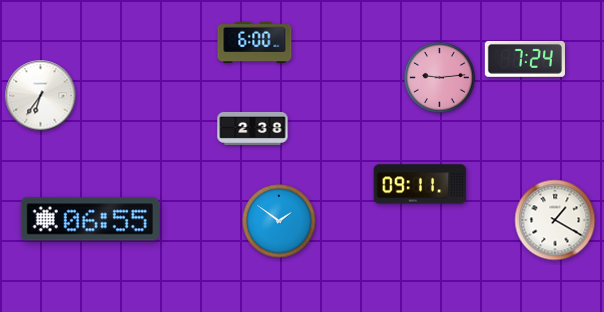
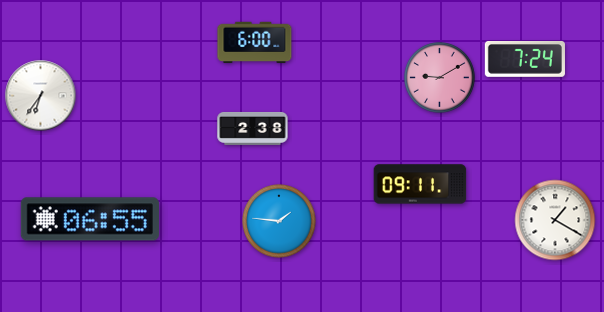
clock at (440, 78): 9:14 -> 9:10
clock at (279, 221): 1:51 -> 1:46
